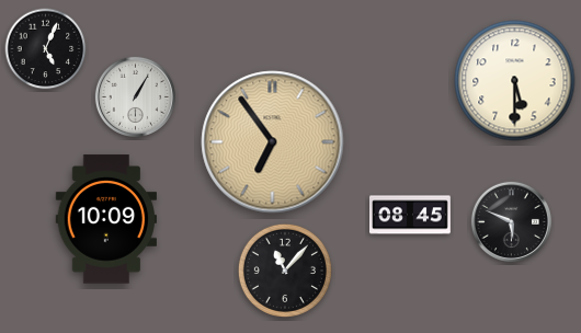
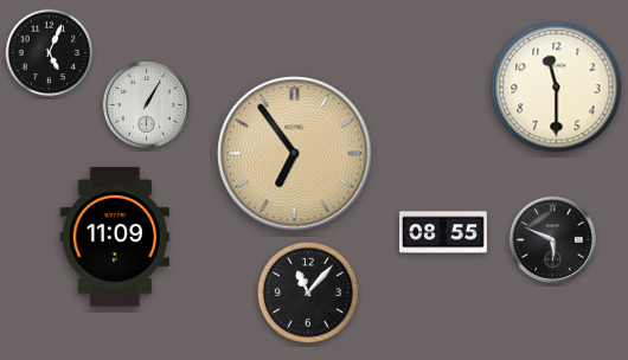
clock at (515, 81): 5:30 -> 11:30
clock at (411, 215): 08:45 -> 08:55
clock at (105, 219): 10:09 -> 11:09
